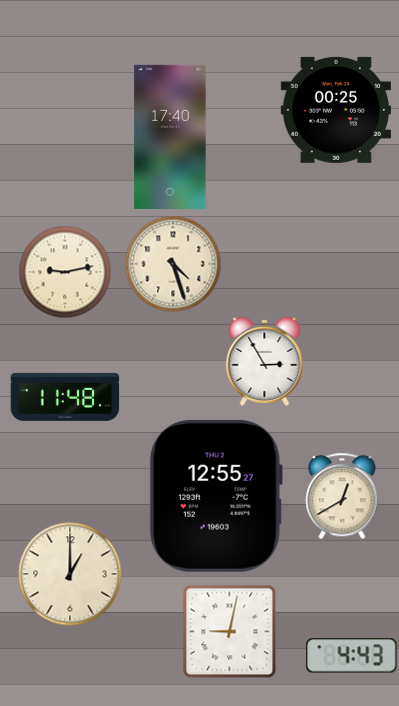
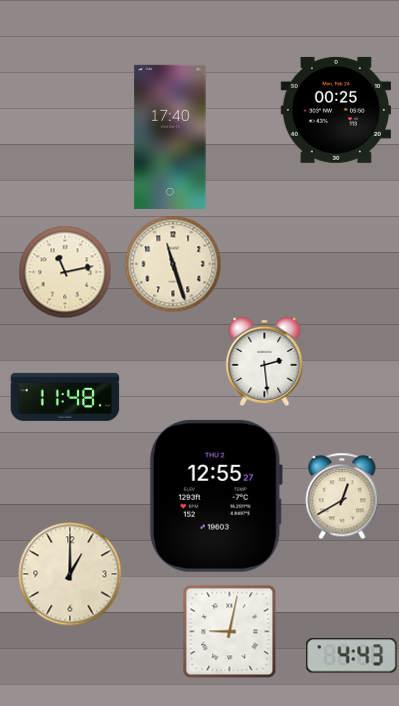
clock at (173, 264): 4:27 -> 11:27
clock at (65, 272): 9:13 -> 11:13
clock at (265, 361): 2:55 -> 2:29
